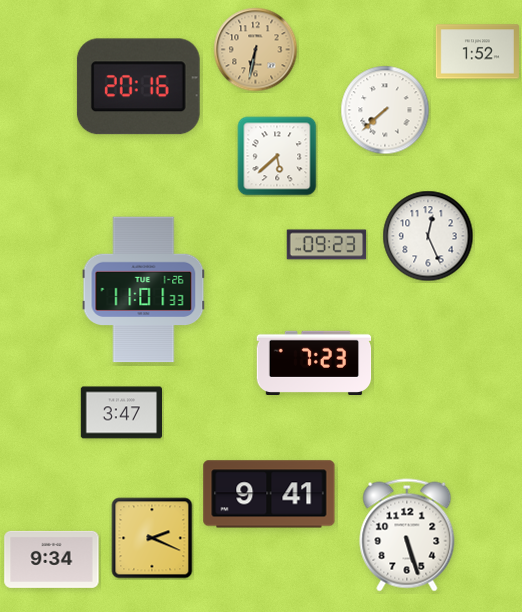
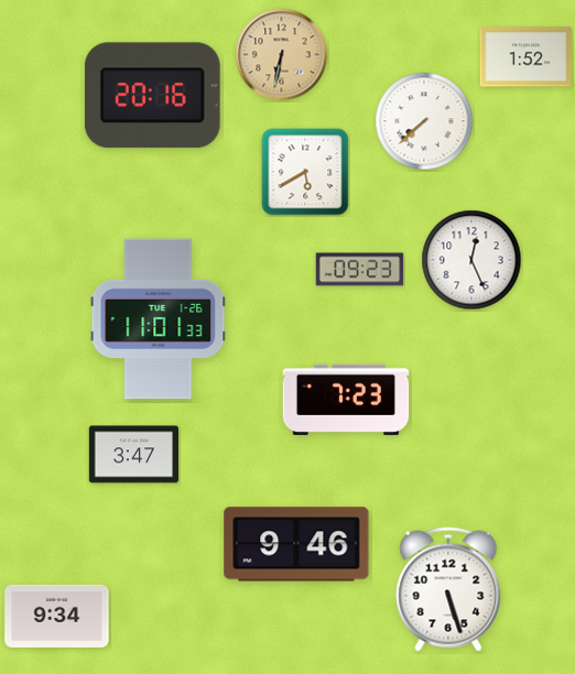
clock at (277, 156): 5:38 -> 5:40
clock at (269, 494): 9:41 -> 9:46
clock at (152, 538): 2:19 -> none
